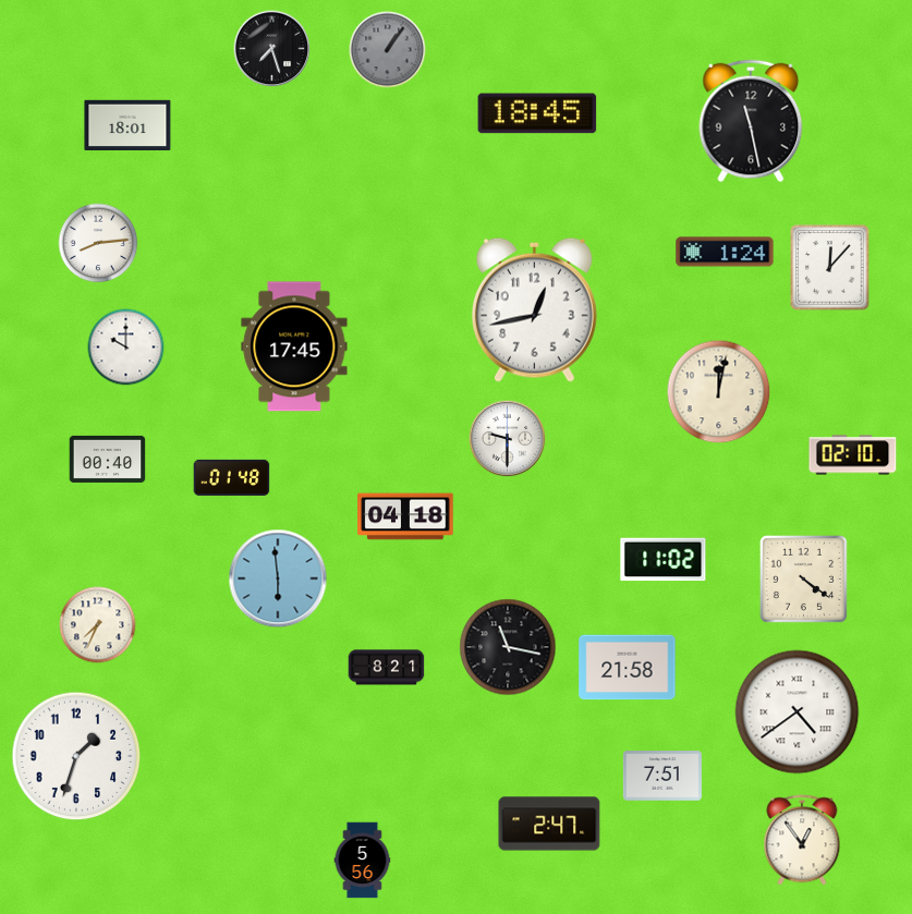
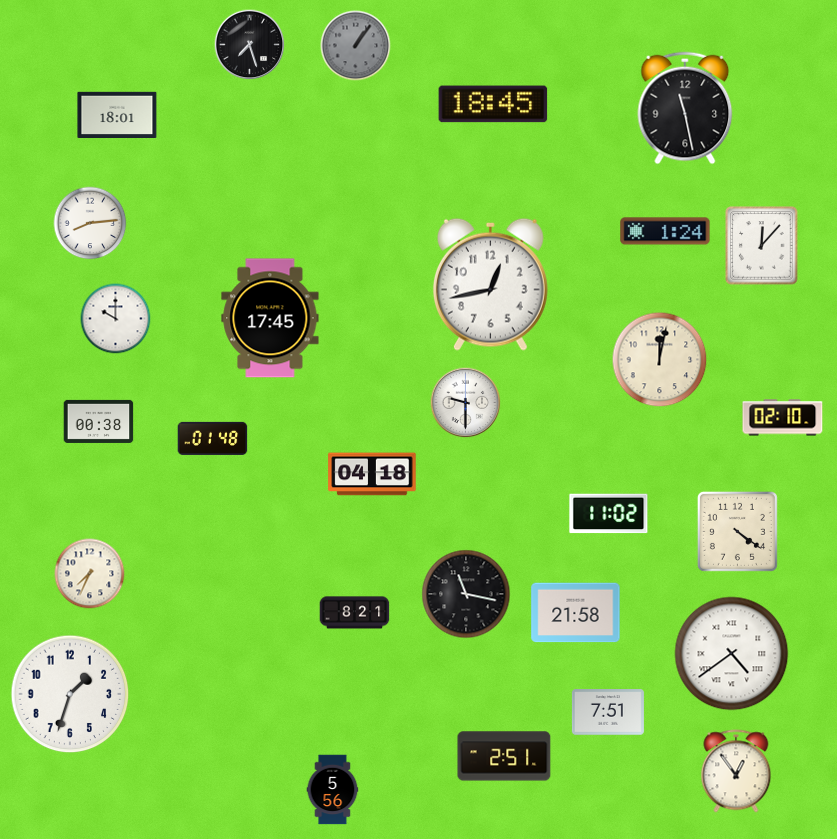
clock at (751, 121) position: (751, 121) -> (685, 108)
clock at (108, 459): 00:40 -> 00:38
clock at (278, 578): 5:59 -> none
clock at (549, 824): 2:47 -> 2:51
